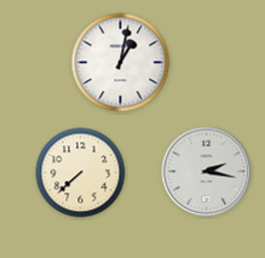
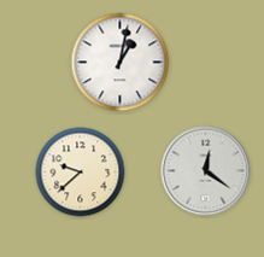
clock at (207, 172): 2:17 -> 12:21
clock at (81, 173): 7:38 -> 9:38
